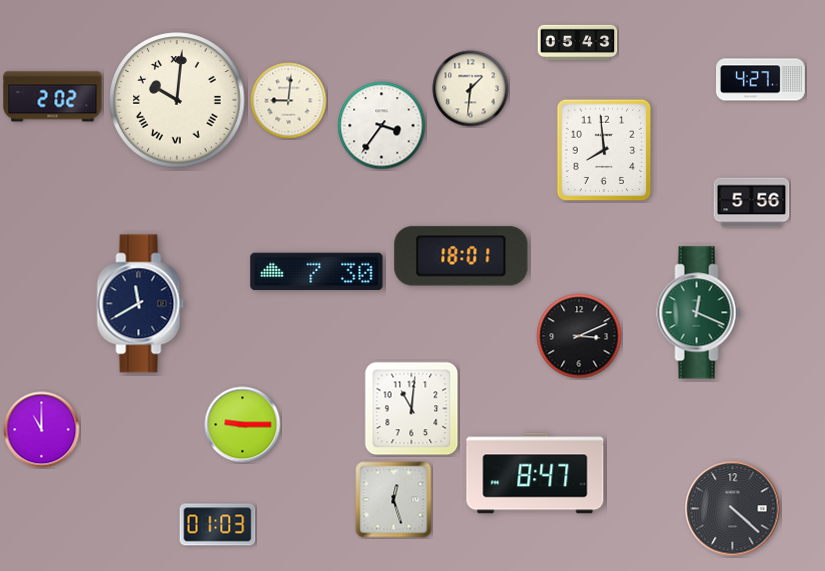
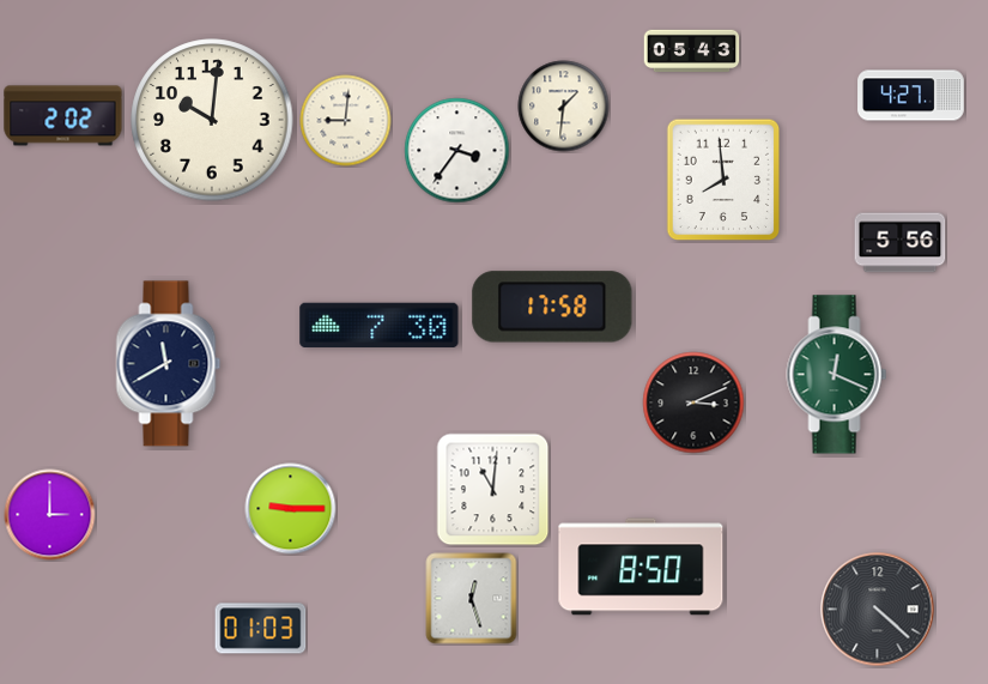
clock at (177, 100) numerals: Roman -> Arabic
clock at (461, 256): 18:01 -> 17:58
clock at (42, 430): 11:00 -> 3:00
clock at (535, 473): 8:47 -> 8:50
